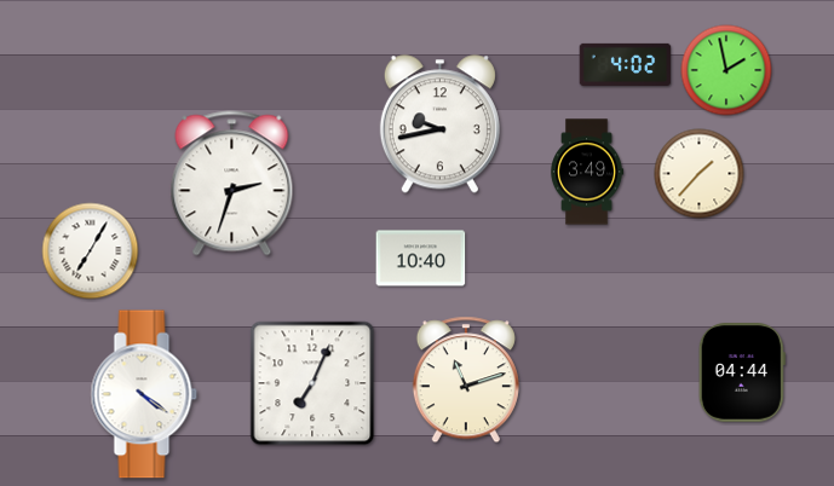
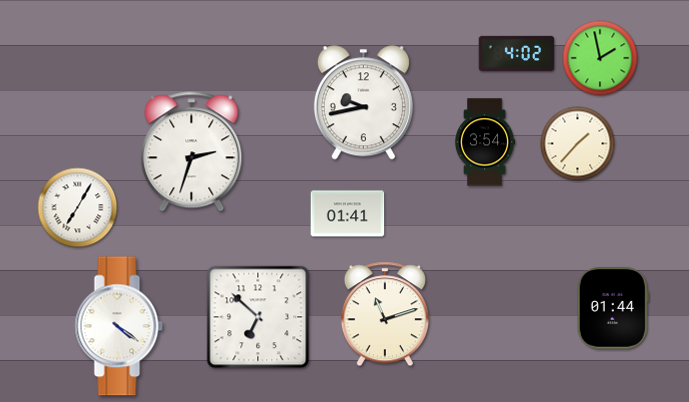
clock at (588, 172): 3:49 -> 3:54
clock at (91, 251) position: (91, 251) -> (78, 208)
clock at (421, 259): 10:40 -> 01:41
clock at (742, 374): 04:44 -> 01:44
clock at (312, 383): 7:04 -> 6:52
